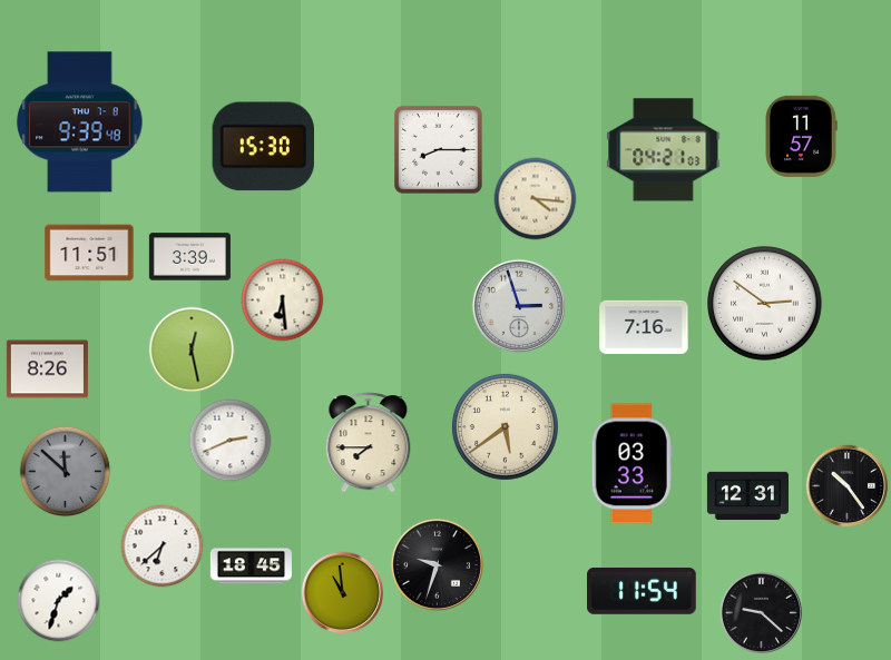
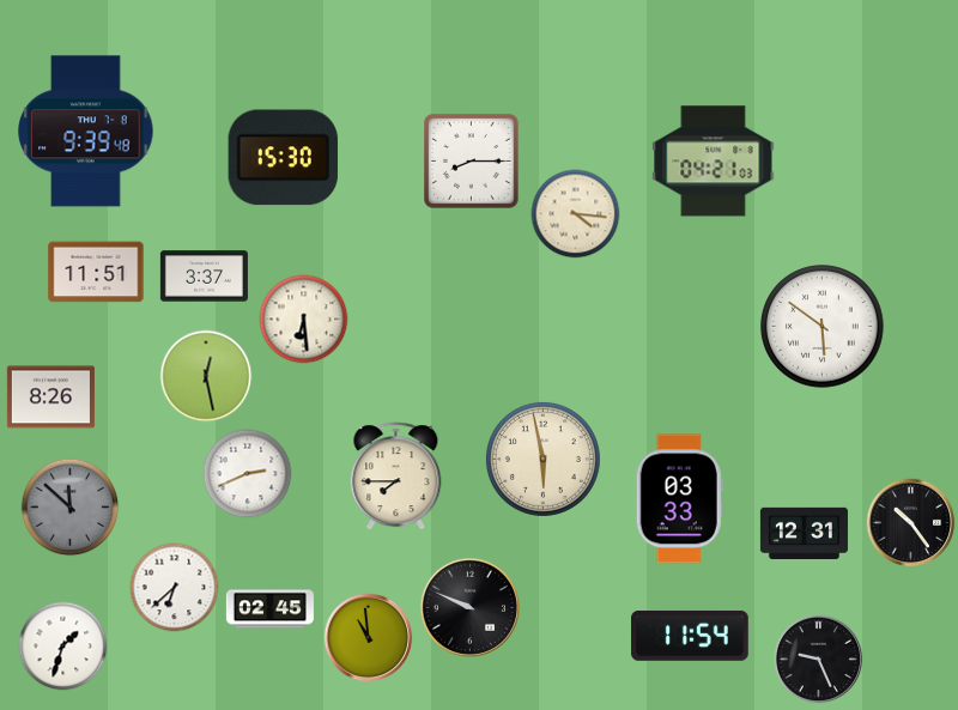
clock at (801, 136): 11:57 -> none
clock at (189, 257): 3:39 -> 3:37
clock at (283, 301) position: (283, 301) -> (304, 320)
clock at (765, 304): 2:51 -> 5:51
clock at (519, 306): 2:57 -> none
clock at (644, 327): 7:16 -> none
clock at (505, 426): 5:39 -> 5:58
clock at (437, 564): 9:33 -> 9:49
clock at (251, 567): 18:45 -> 02:45
clock at (762, 613): 9:22 -> 9:26
